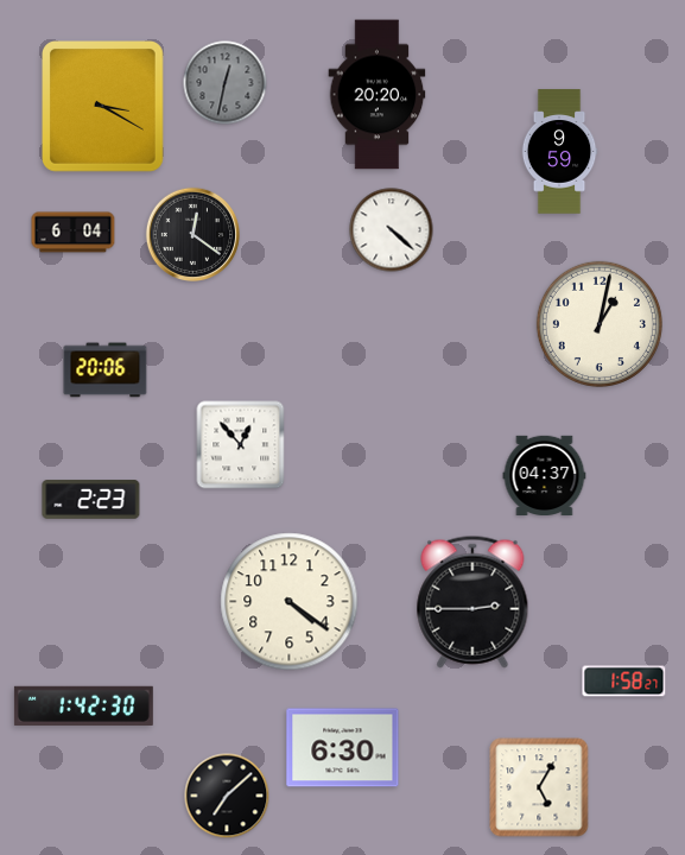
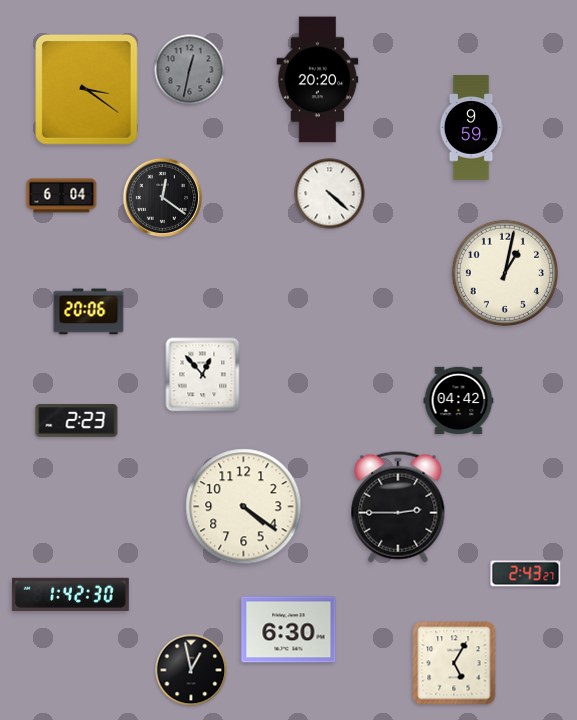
clock at (103, 107): 3:20 -> 3:21
clock at (545, 475): 04:37 -> 04:42
clock at (624, 682): 1:58 -> 2:43
clock at (227, 796): 7:08 -> 12:58
